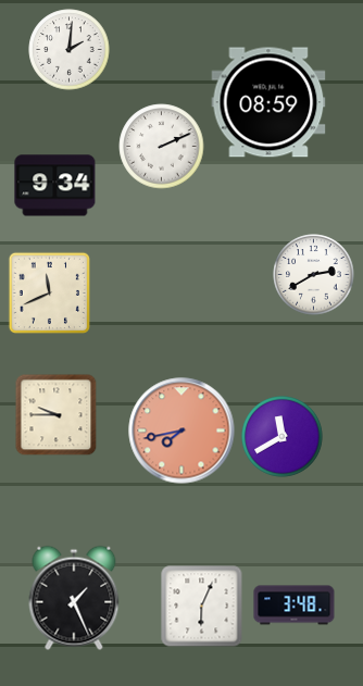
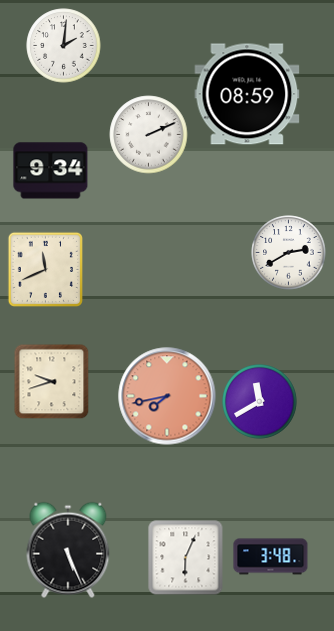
clock at (57, 415): 9:45 -> 9:42
clock at (74, 598): 1:26 -> 5:26
